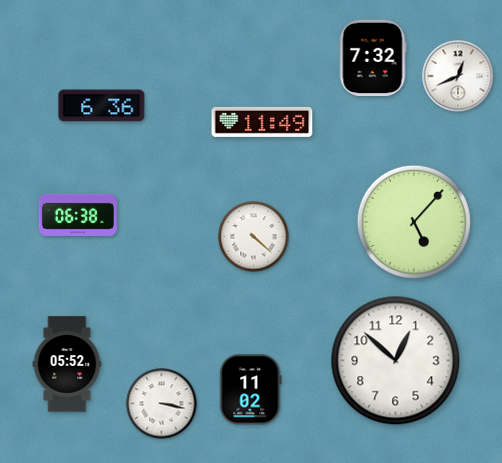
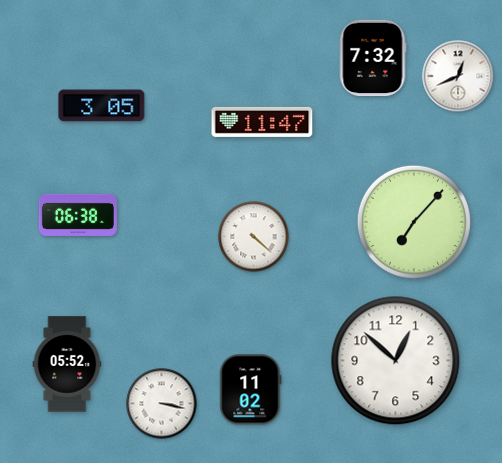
clock at (102, 106): 6:36 -> 3:05
clock at (262, 122): 11:49 -> 11:47
clock at (414, 222): 5:07 -> 7:07
